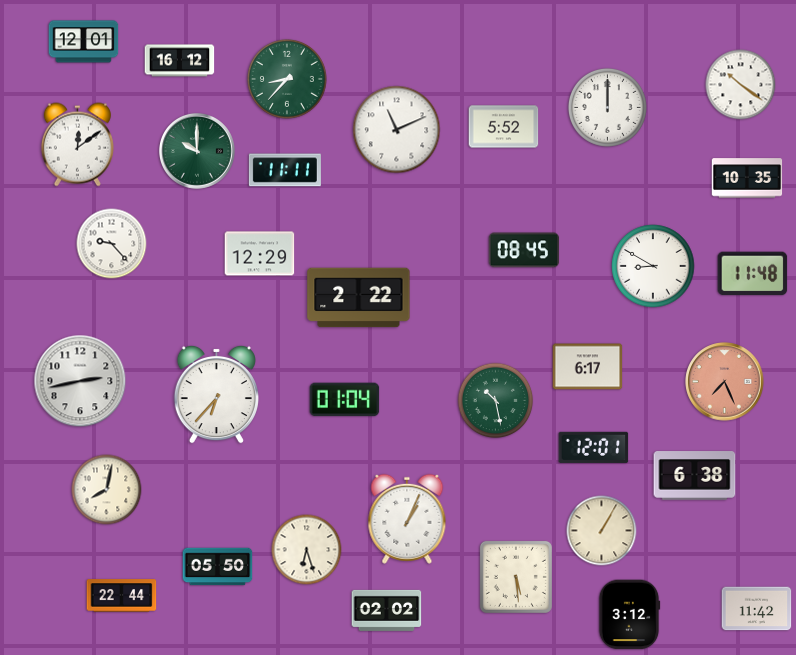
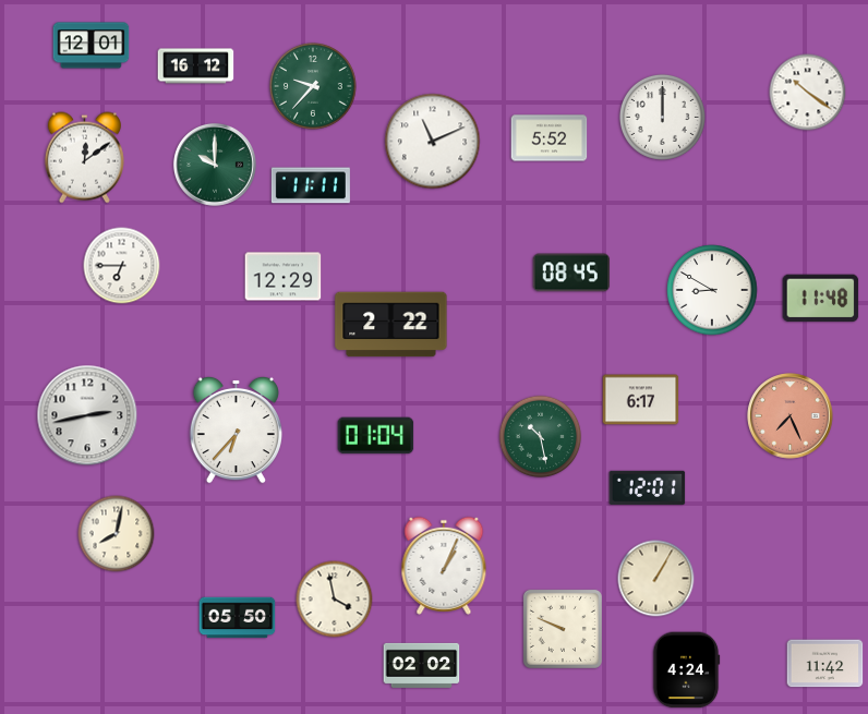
clock at (287, 79): 8:37 -> 9:37
clock at (747, 178): 10:35 -> none
clock at (112, 244): 9:23 -> 6:45
clock at (695, 476): 6:38 -> none
clock at (307, 550): 6:27 -> 3:58
clock at (516, 577): 5:29 -> 9:49
clock at (122, 596): 22:44 -> none
clock at (629, 615): 3:12 -> 4:24
